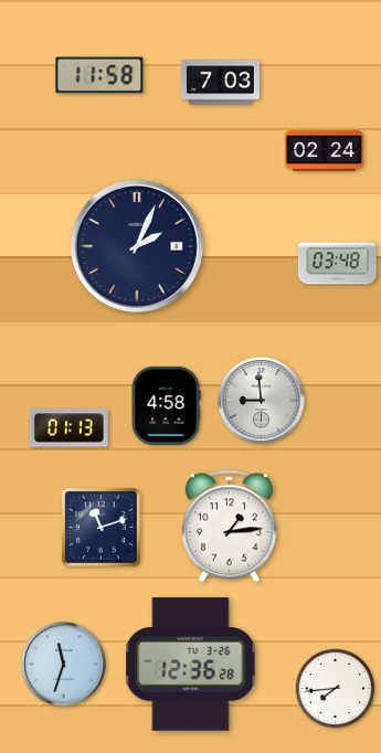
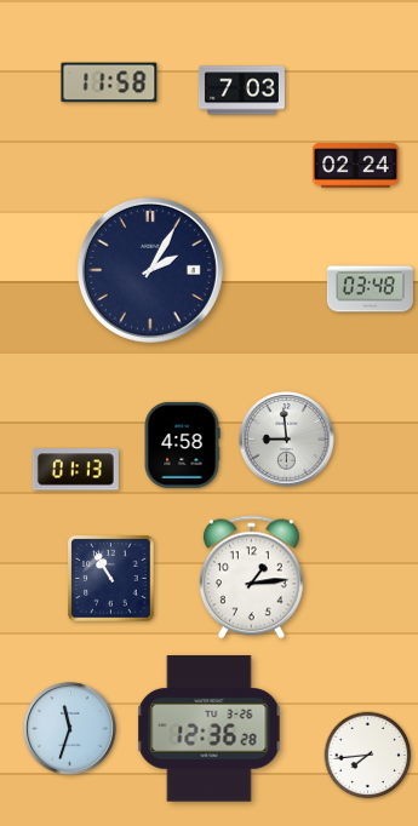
clock at (137, 246): 2:04 -> 2:05
clock at (102, 528): 11:12 -> 10:55
